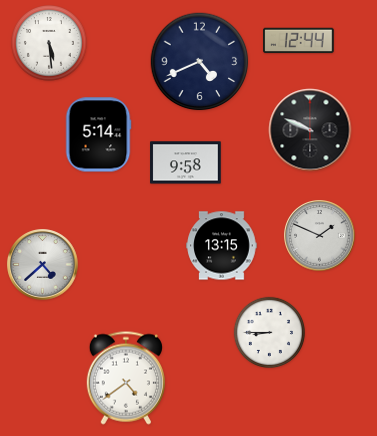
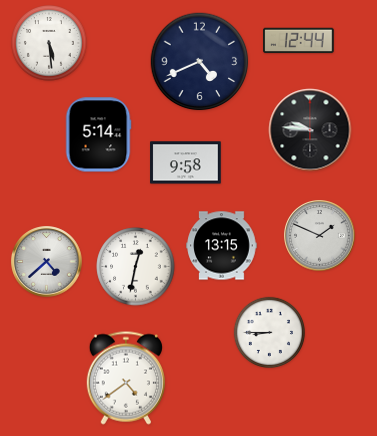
clock at (310, 130): 9:49 -> 9:46
clock at (43, 265) position: (43, 265) -> (47, 262)
clock at (136, 267): none -> 12:32
